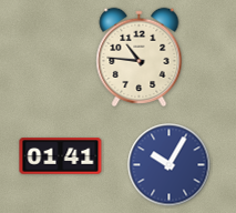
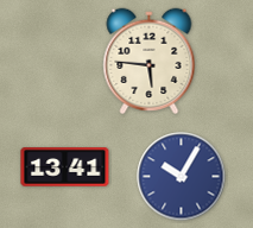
clock at (140, 57): 10:46 -> 5:46
clock at (61, 156): 01:41 -> 13:41
